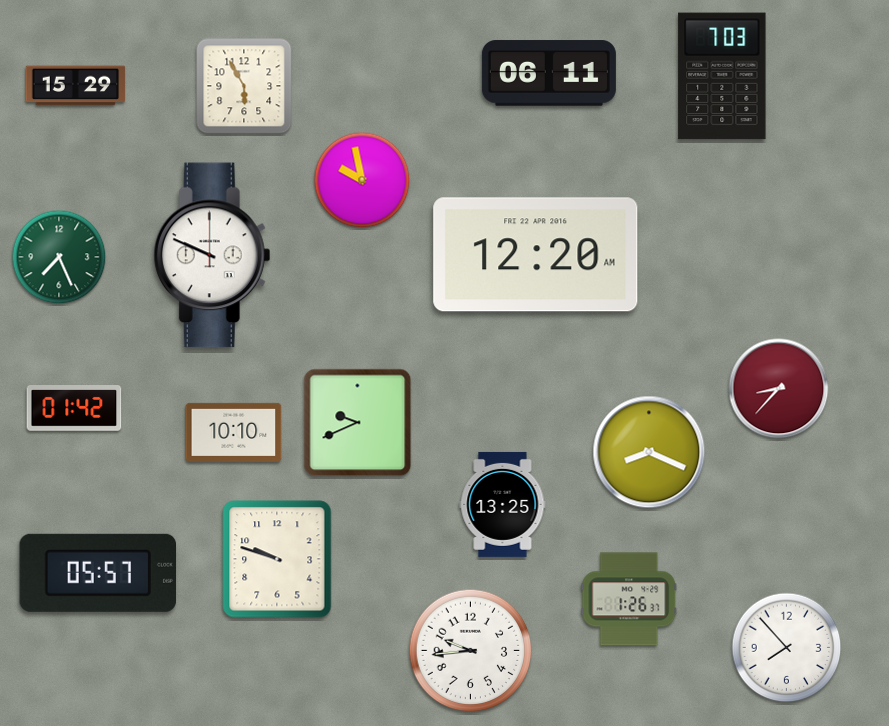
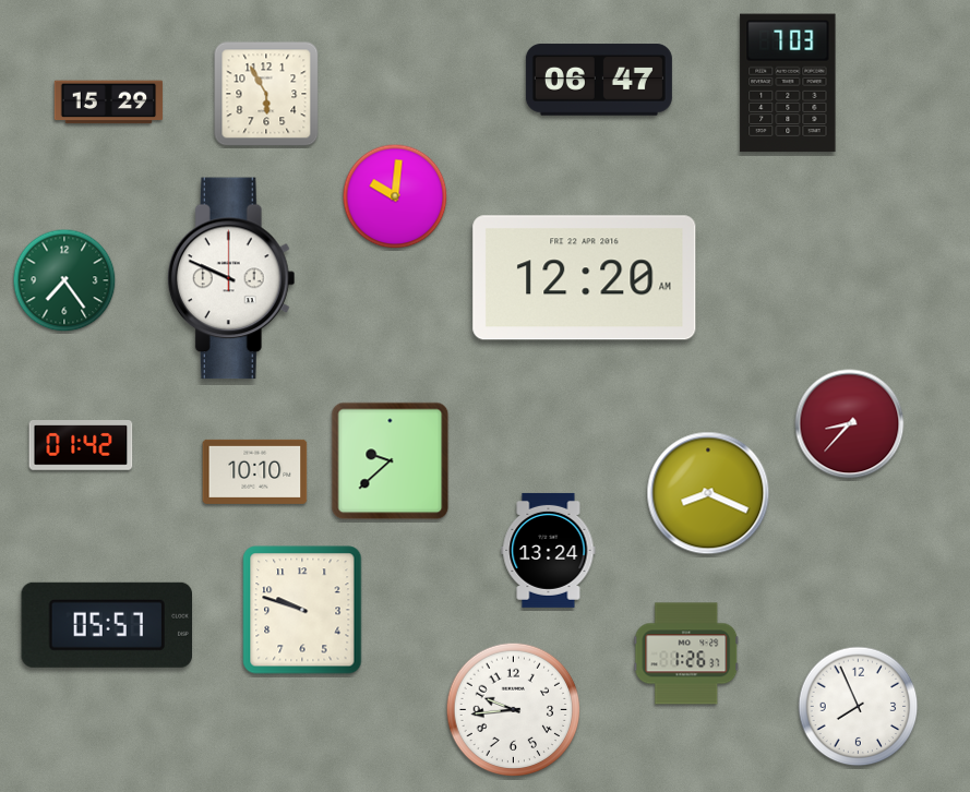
clock at (549, 73): 06:11 -> 06:47
clock at (76, 86) position: (76, 86) -> (109, 103)
clock at (362, 180): 9:58 -> 10:01
clock at (59, 257): 7:26 -> 7:24
clock at (358, 423): 9:41 -> 9:38
clock at (503, 504): 13:25 -> 13:24
clock at (787, 648): 7:53 -> 7:56
